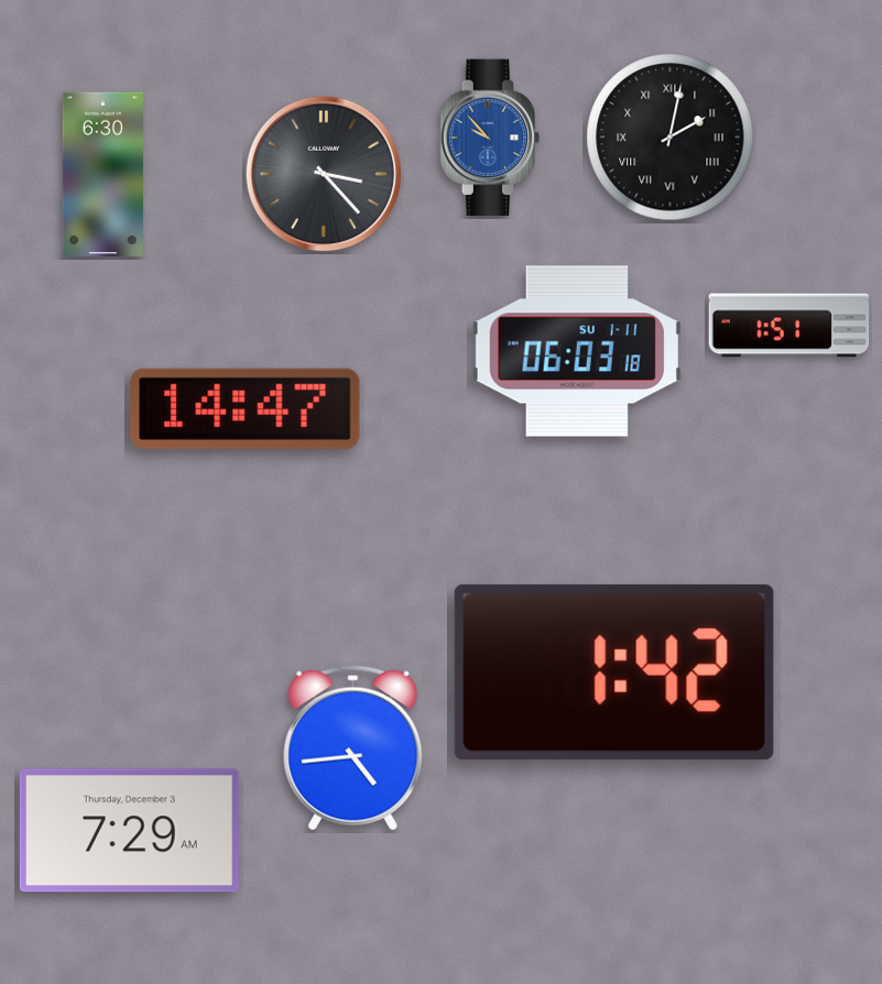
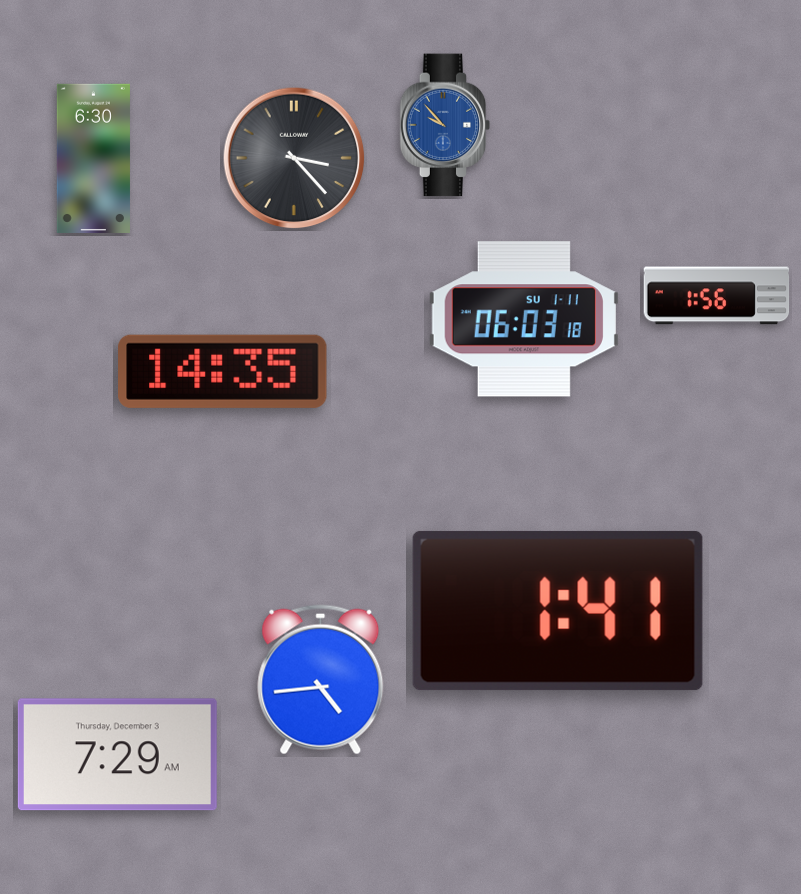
clock at (671, 138): 2:02 -> none
clock at (790, 326): 1:51 -> 1:56
clock at (246, 408): 14:47 -> 14:35
clock at (614, 673): 1:42 -> 1:41
